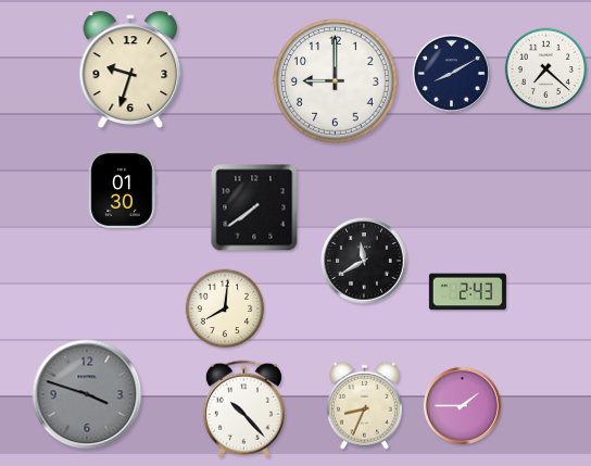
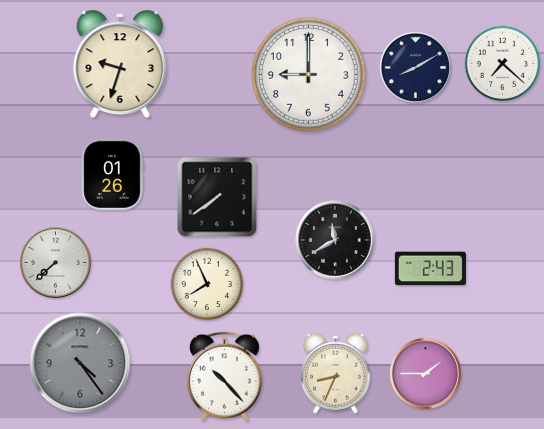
clock at (122, 189): 01:30 -> 01:26
clock at (254, 207) position: (254, 207) -> (217, 197)
clock at (55, 262): none -> 7:38
clock at (225, 308): 8:01 -> 7:56
clock at (87, 394): 3:48 -> 4:24
